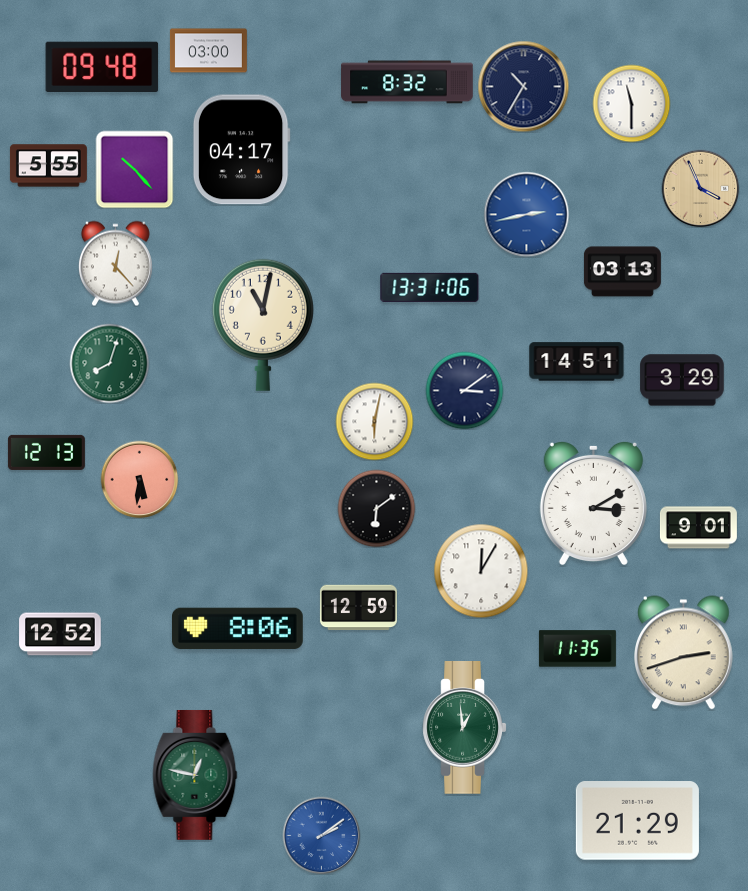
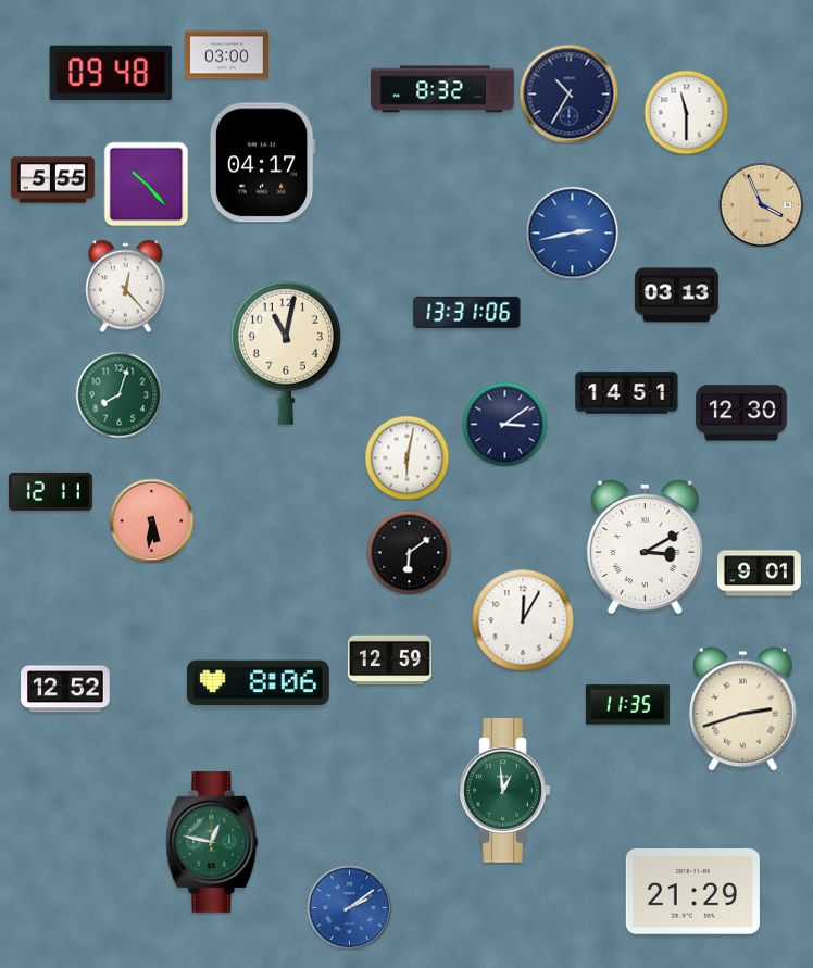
clock at (682, 380): 3:29 -> 12:30
clock at (46, 452): 12:13 -> 12:11
